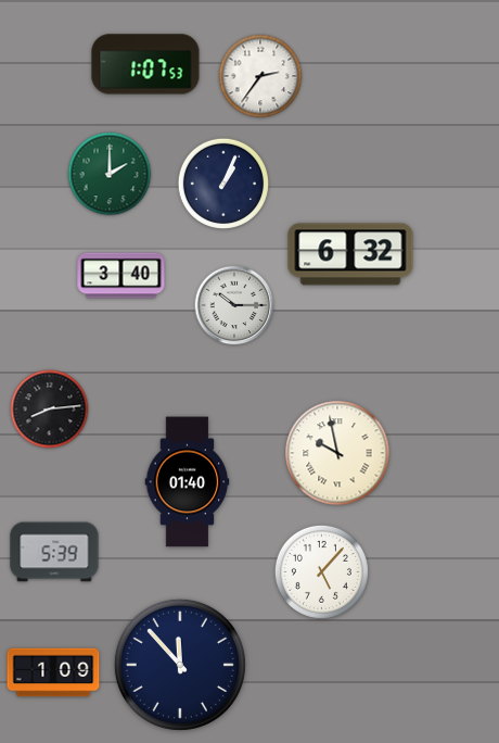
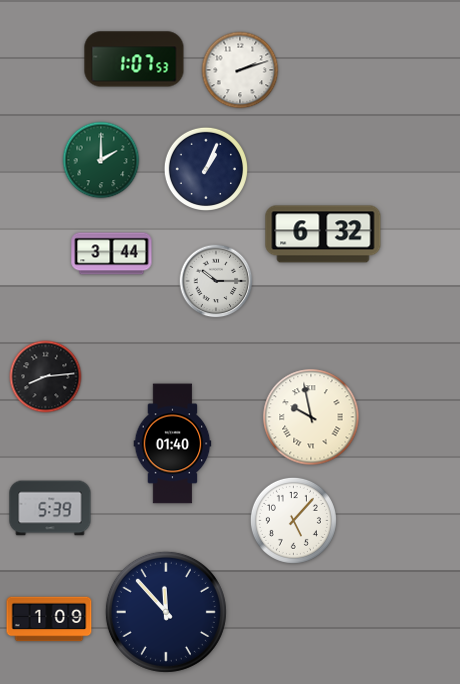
clock at (260, 76): 2:36 -> 2:12
clock at (121, 276): 3:40 -> 3:44
clock at (321, 571) position: (321, 571) -> (293, 520)
